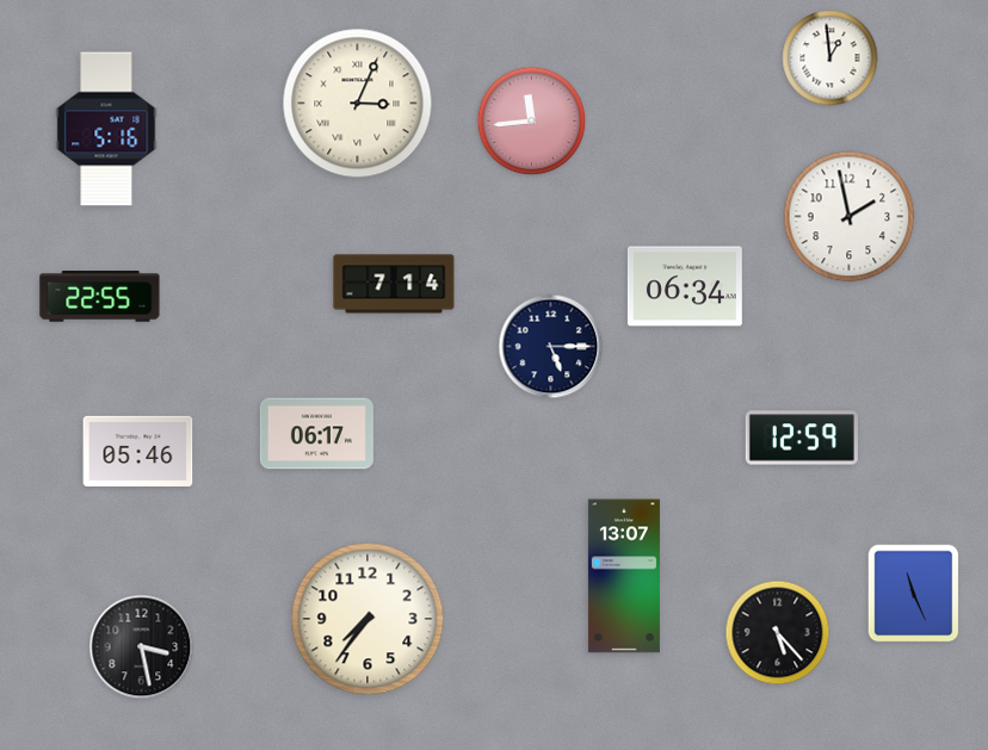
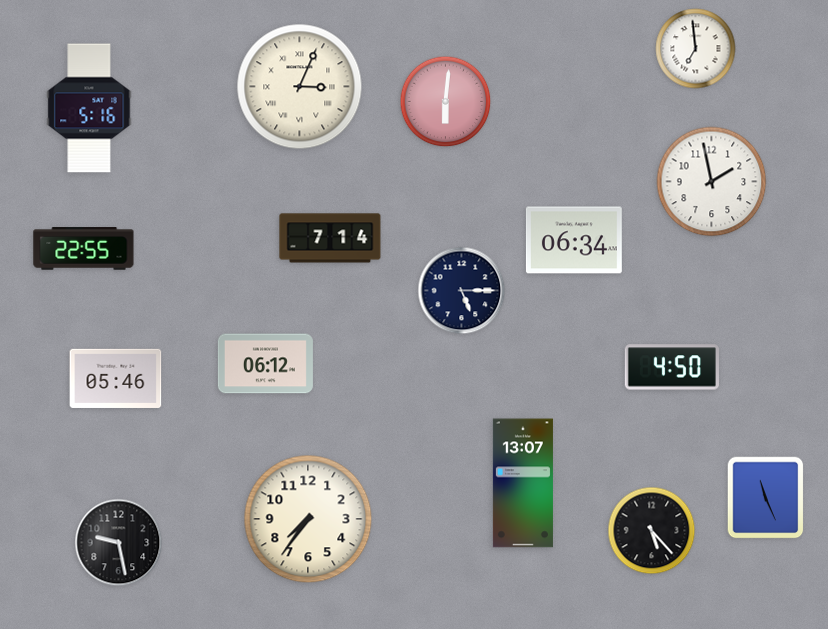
clock at (830, 58): 12:59 -> 6:59
clock at (532, 122): 11:44 -> 6:01
clock at (316, 434): 06:17 -> 06:12
clock at (802, 438): 12:59 -> 4:50
clock at (142, 647): 3:28 -> 9:28
